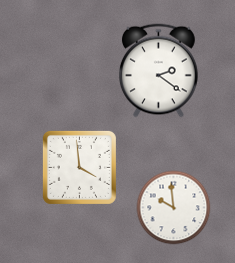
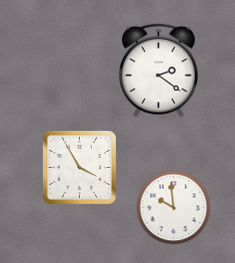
clock at (79, 167): 3:59 -> 3:55
